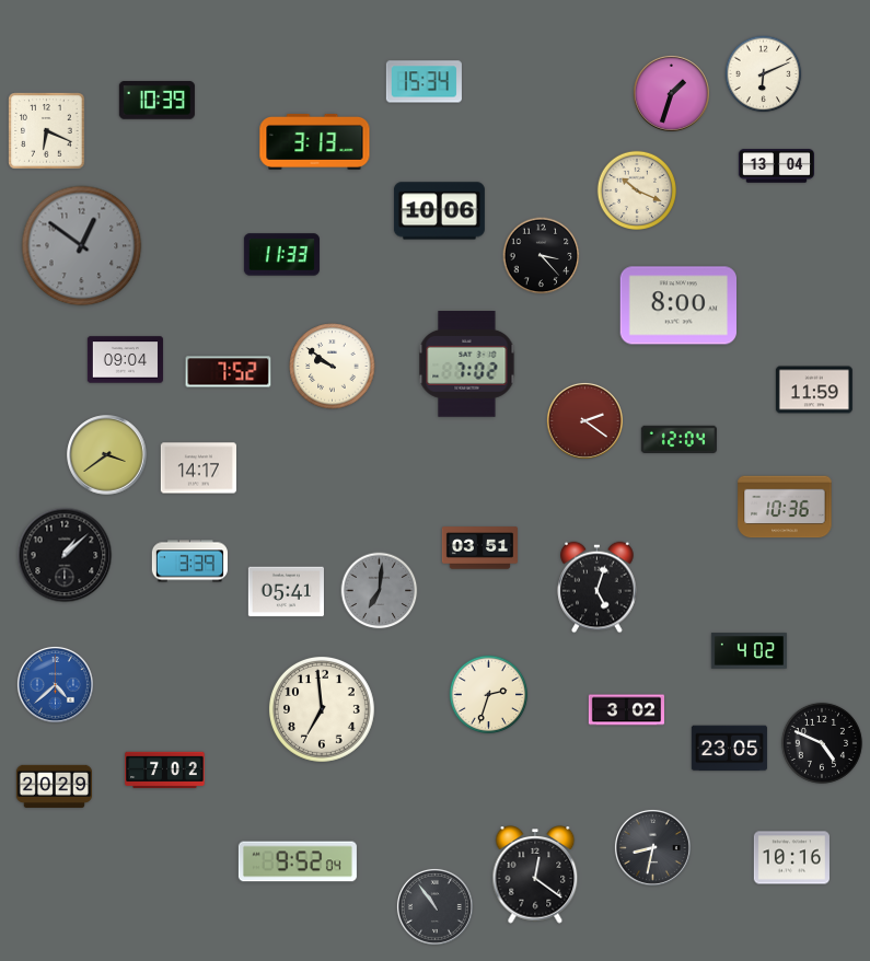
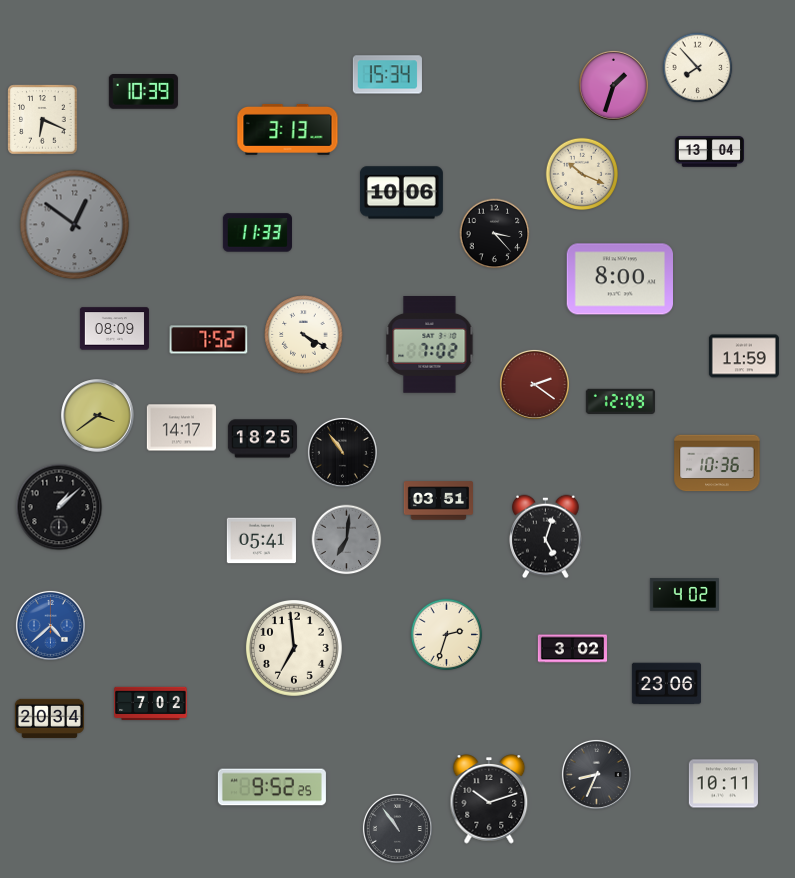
clock at (764, 74): 6:11 -> 7:53
clock at (125, 360): 09:04 -> 08:09
clock at (467, 364) position: (467, 364) -> (430, 345)
clock at (333, 367): 9:51 -> 4:20
clock at (678, 440): 12:04 -> 12:09
clock at (262, 439): none -> 18:25
clock at (342, 452): none -> 10:54
clock at (189, 561): 3:39 -> none
clock at (822, 743): 4:49 -> none
clock at (729, 749): 23:05 -> 23:06
clock at (54, 786): 20:29 -> 20:34
clock at (652, 847): 8:32 -> 8:34
clock at (791, 858): 10:16 -> 10:11
clock at (298, 861): 9:52:04 -> 9:52:25
clock at (535, 875): 12:21 -> 10:12
